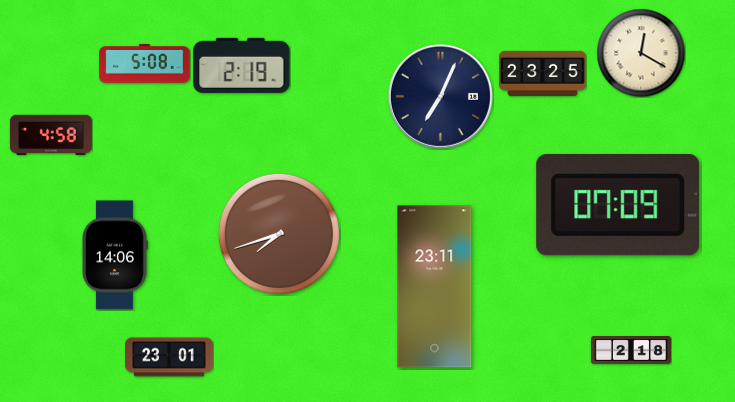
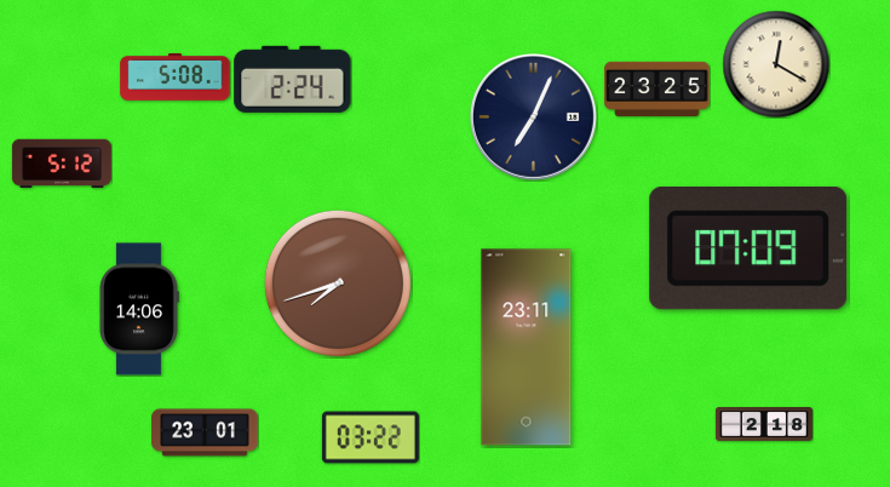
clock at (242, 65): 2:19 -> 2:24
clock at (51, 134): 4:58 -> 5:12
clock at (371, 437): none -> 03:22
